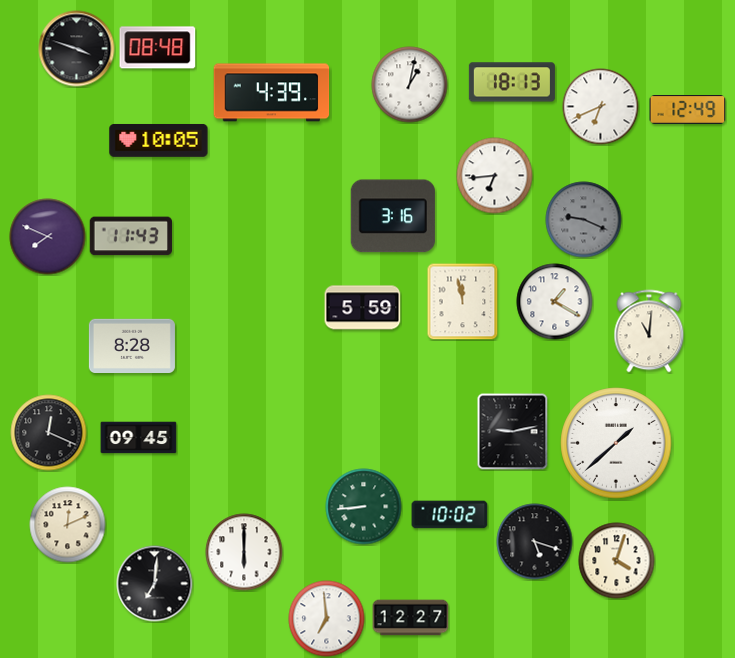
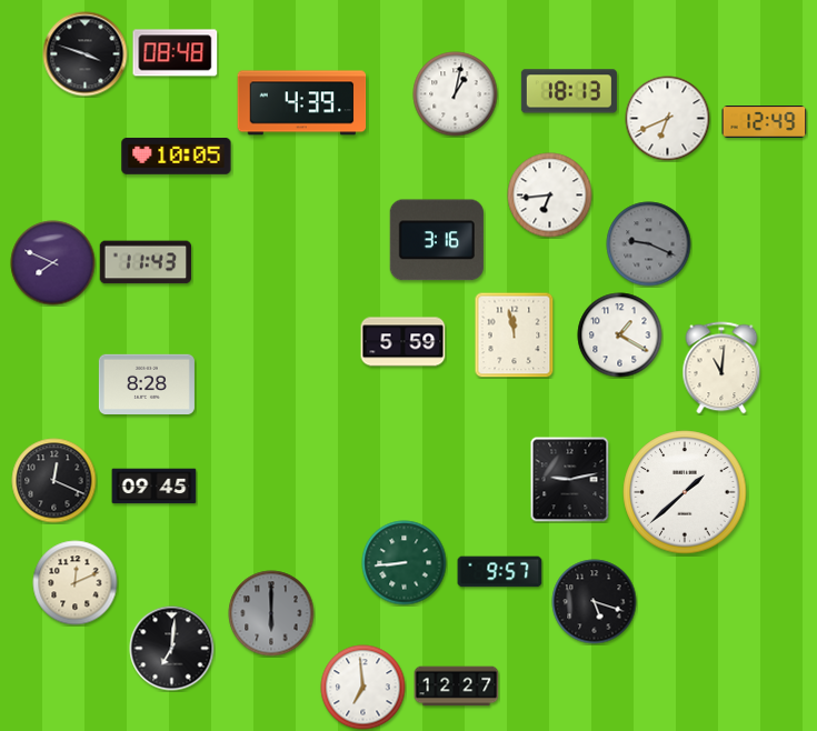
clock at (555, 302) position: (555, 302) -> (620, 336)
clock at (450, 515): 10:02 -> 9:57
clock at (244, 552) dial: white -> grey
clock at (617, 561): 4:03 -> none
